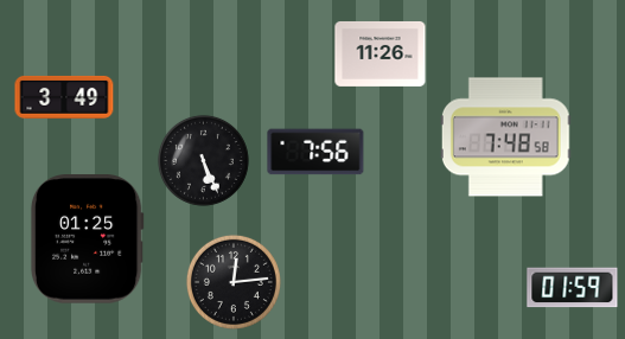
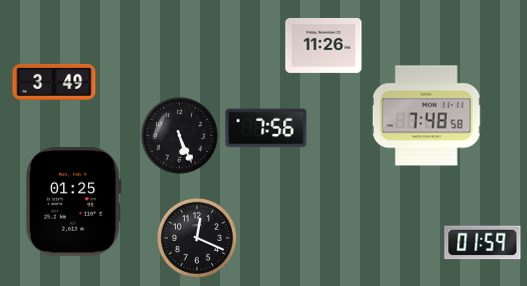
clock at (381, 53) position: (381, 53) -> (324, 45)
clock at (203, 160) position: (203, 160) -> (179, 135)
clock at (234, 282): 12:14 -> 12:19
